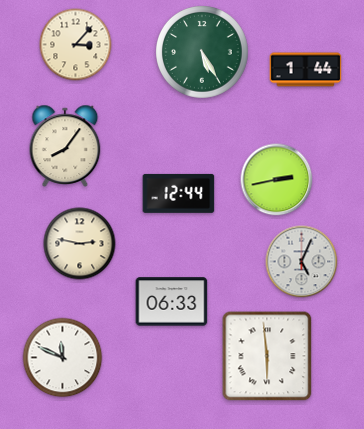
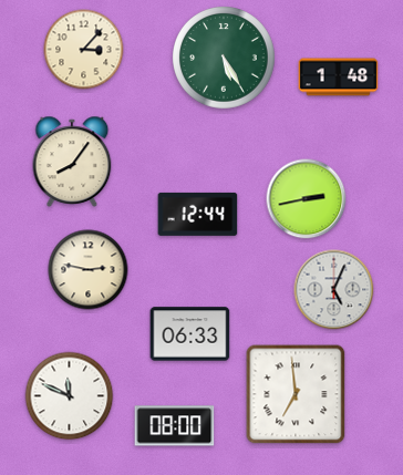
clock at (306, 70): 1:44 -> 1:48
clock at (267, 356): 5:59 -> 6:59
clock at (175, 426): none -> 08:00
